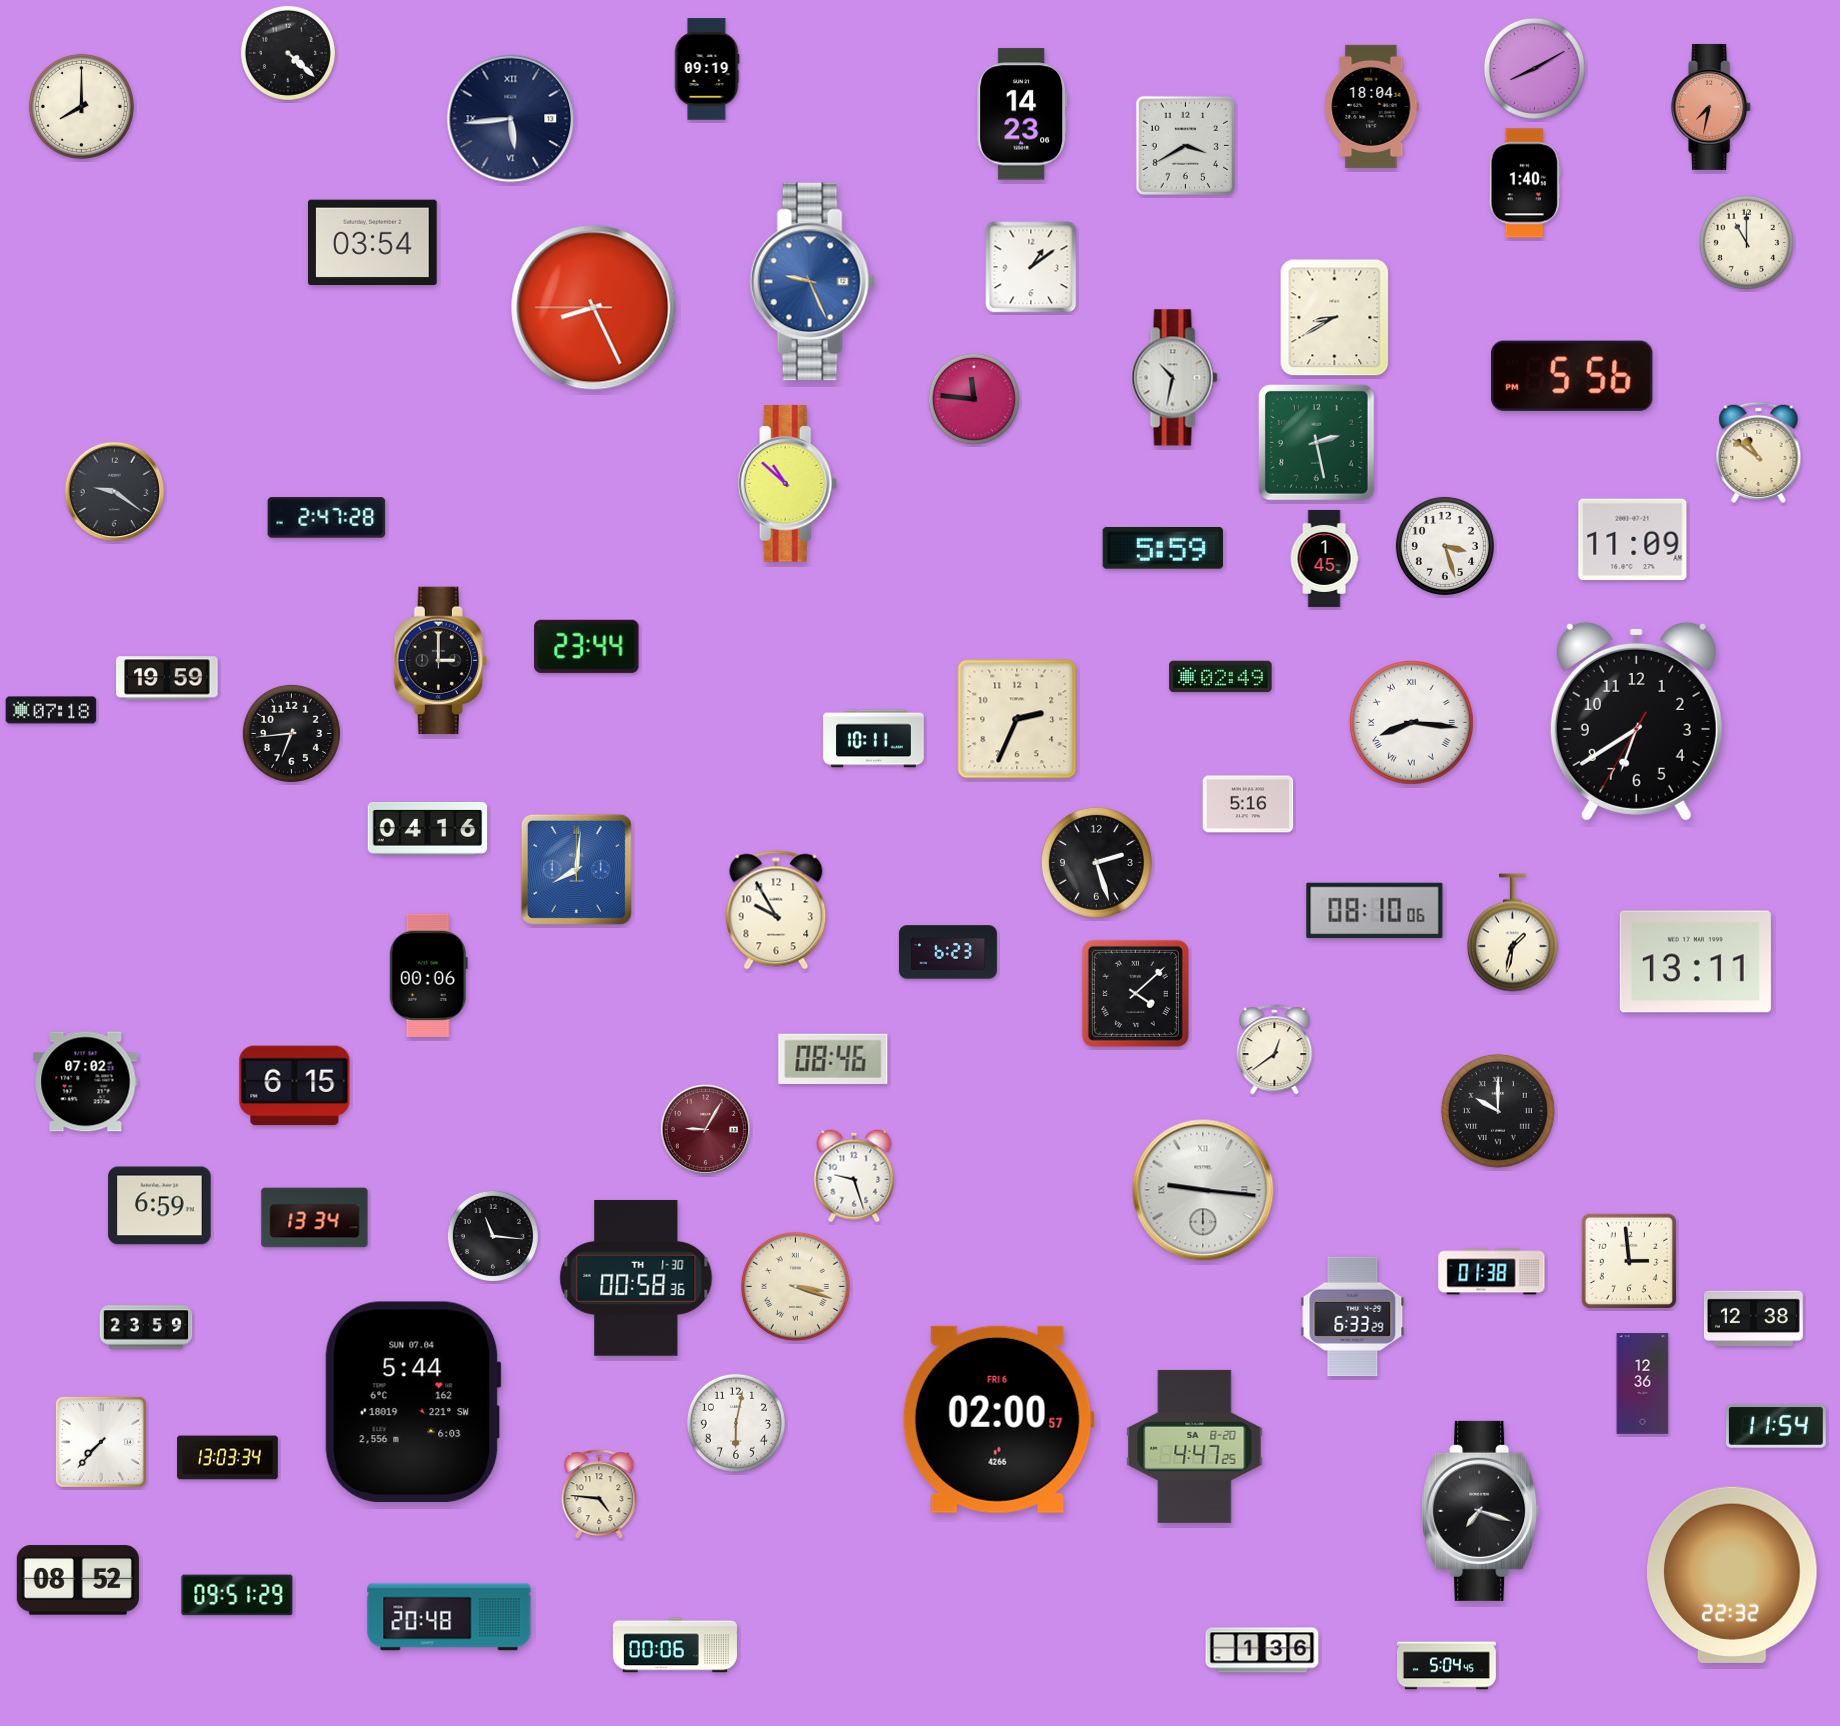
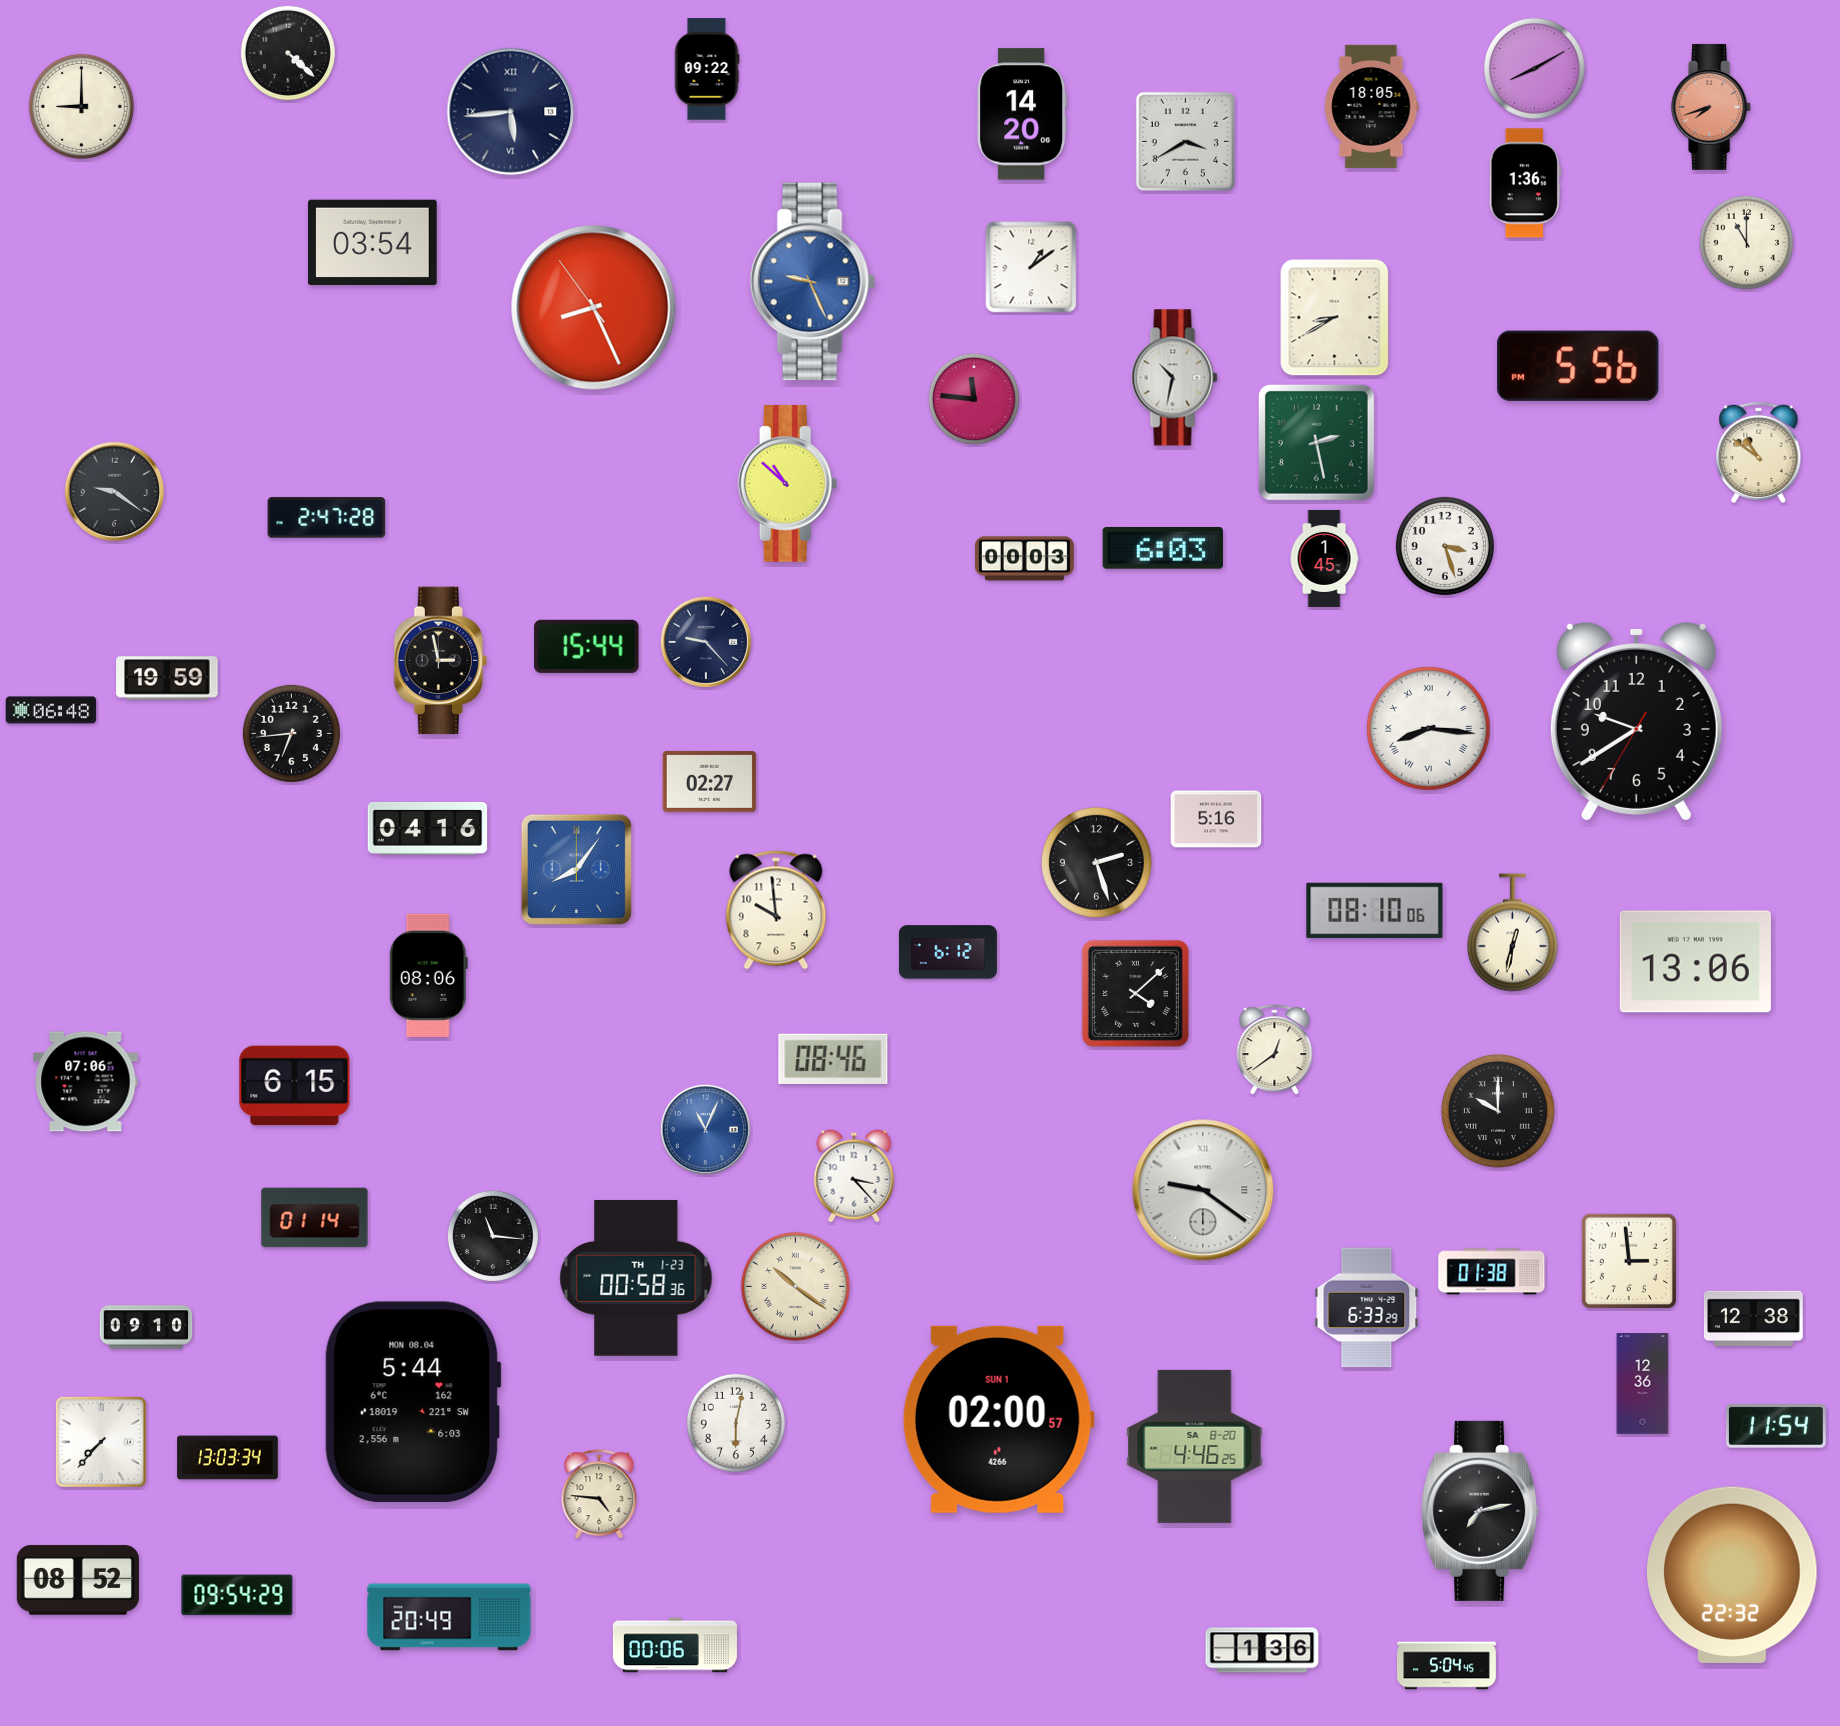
clock at (707, 69): 09:19 -> 09:22
clock at (81, 106): 8:00 -> 9:00
clock at (1372, 106): 18:04 -> 18:05
clock at (1712, 107): 7:32 -> 7:42
clock at (1022, 114): 14:23 -> 14:20
clock at (511, 119) position: (511, 119) -> (511, 112)
clock at (1185, 145) position: (1185, 145) -> (1185, 141)
clock at (1525, 183): 1:40 -> 1:36
clock at (594, 308): 8:25:45 -> 8:25:54
clock at (1572, 376) position: (1572, 376) -> (1578, 366)
clock at (1633, 540): 11:09 -> none
clock at (1163, 549): 5:59 -> 6:03
clock at (1025, 559): none -> 00:03
clock at (706, 642): none -> 9:23
clock at (587, 646): 23:44 -> 15:44
clock at (440, 661): 3:00 -> 2:58
clock at (1221, 677): 02:49 -> none
clock at (51, 710): 07:18 -> 06:48
clock at (1017, 719): 2:34 -> none
clock at (1636, 721): 6:39 -> 9:39
clock at (1412, 723) position: (1412, 723) -> (1429, 729)
clock at (874, 739): 10:11 -> none
clock at (710, 781): none -> 02:27
clock at (1248, 804) position: (1248, 804) -> (1216, 819)
clock at (576, 869): 8:01 -> 8:06
clock at (776, 910): 9:55 -> 9:59
clock at (1512, 933): 1:32 -> 12:32
clock at (948, 952): 6:23 -> 6:12
clock at (1695, 962): 13:11 -> 13:06
clock at (428, 975): 00:06 -> 08:06
clock at (86, 1082): 07:02 -> 07:06
clock at (705, 1129): 9:05 -> 11:04
clock at (705, 1129) dial: burgundy -> blue
clock at (854, 1176): 9:27 -> 3:23
clock at (1203, 1190): 9:16 -> 9:21
clock at (160, 1206): 6:59 -> none
clock at (315, 1218): 13:34 -> 01:14
clock at (636, 1278) date: TH 1-30 -> TH 1-23
clock at (795, 1286): 3:18 -> 10:21
clock at (1353, 1317) position: (1353, 1317) -> (1367, 1308)
clock at (146, 1327): 23:59 -> 09:10
clock at (413, 1402) date: SUN 07.04 -> MON 08.04
clock at (998, 1419) date: FRI 6 -> SUN 1
clock at (1195, 1446): 4:47 -> 4:46
clock at (1481, 1511): 7:18 -> 7:13
clock at (237, 1595): 09:51 -> 09:54
clock at (449, 1617): 20:48 -> 20:49
